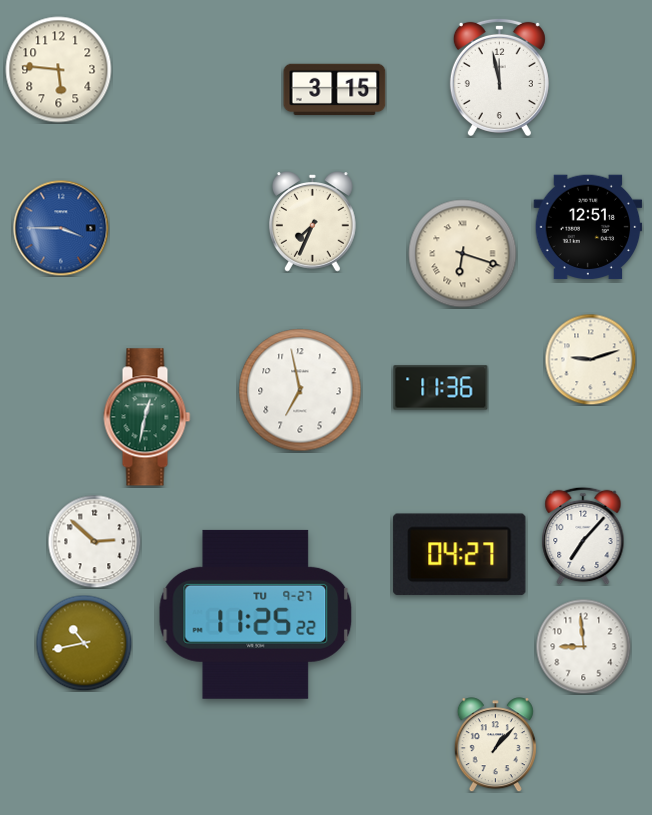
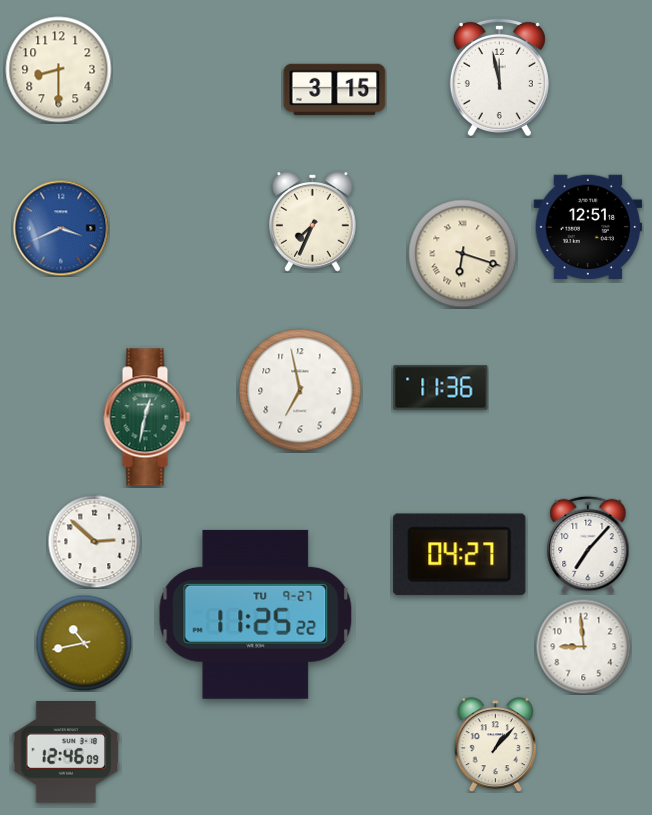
clock at (59, 70): 5:46 -> 8:30
clock at (61, 228): 3:45 -> 3:41
clock at (590, 359): 9:12 -> none
clock at (583, 536) position: (583, 536) -> (588, 545)
clock at (66, 753): none -> 12:46
